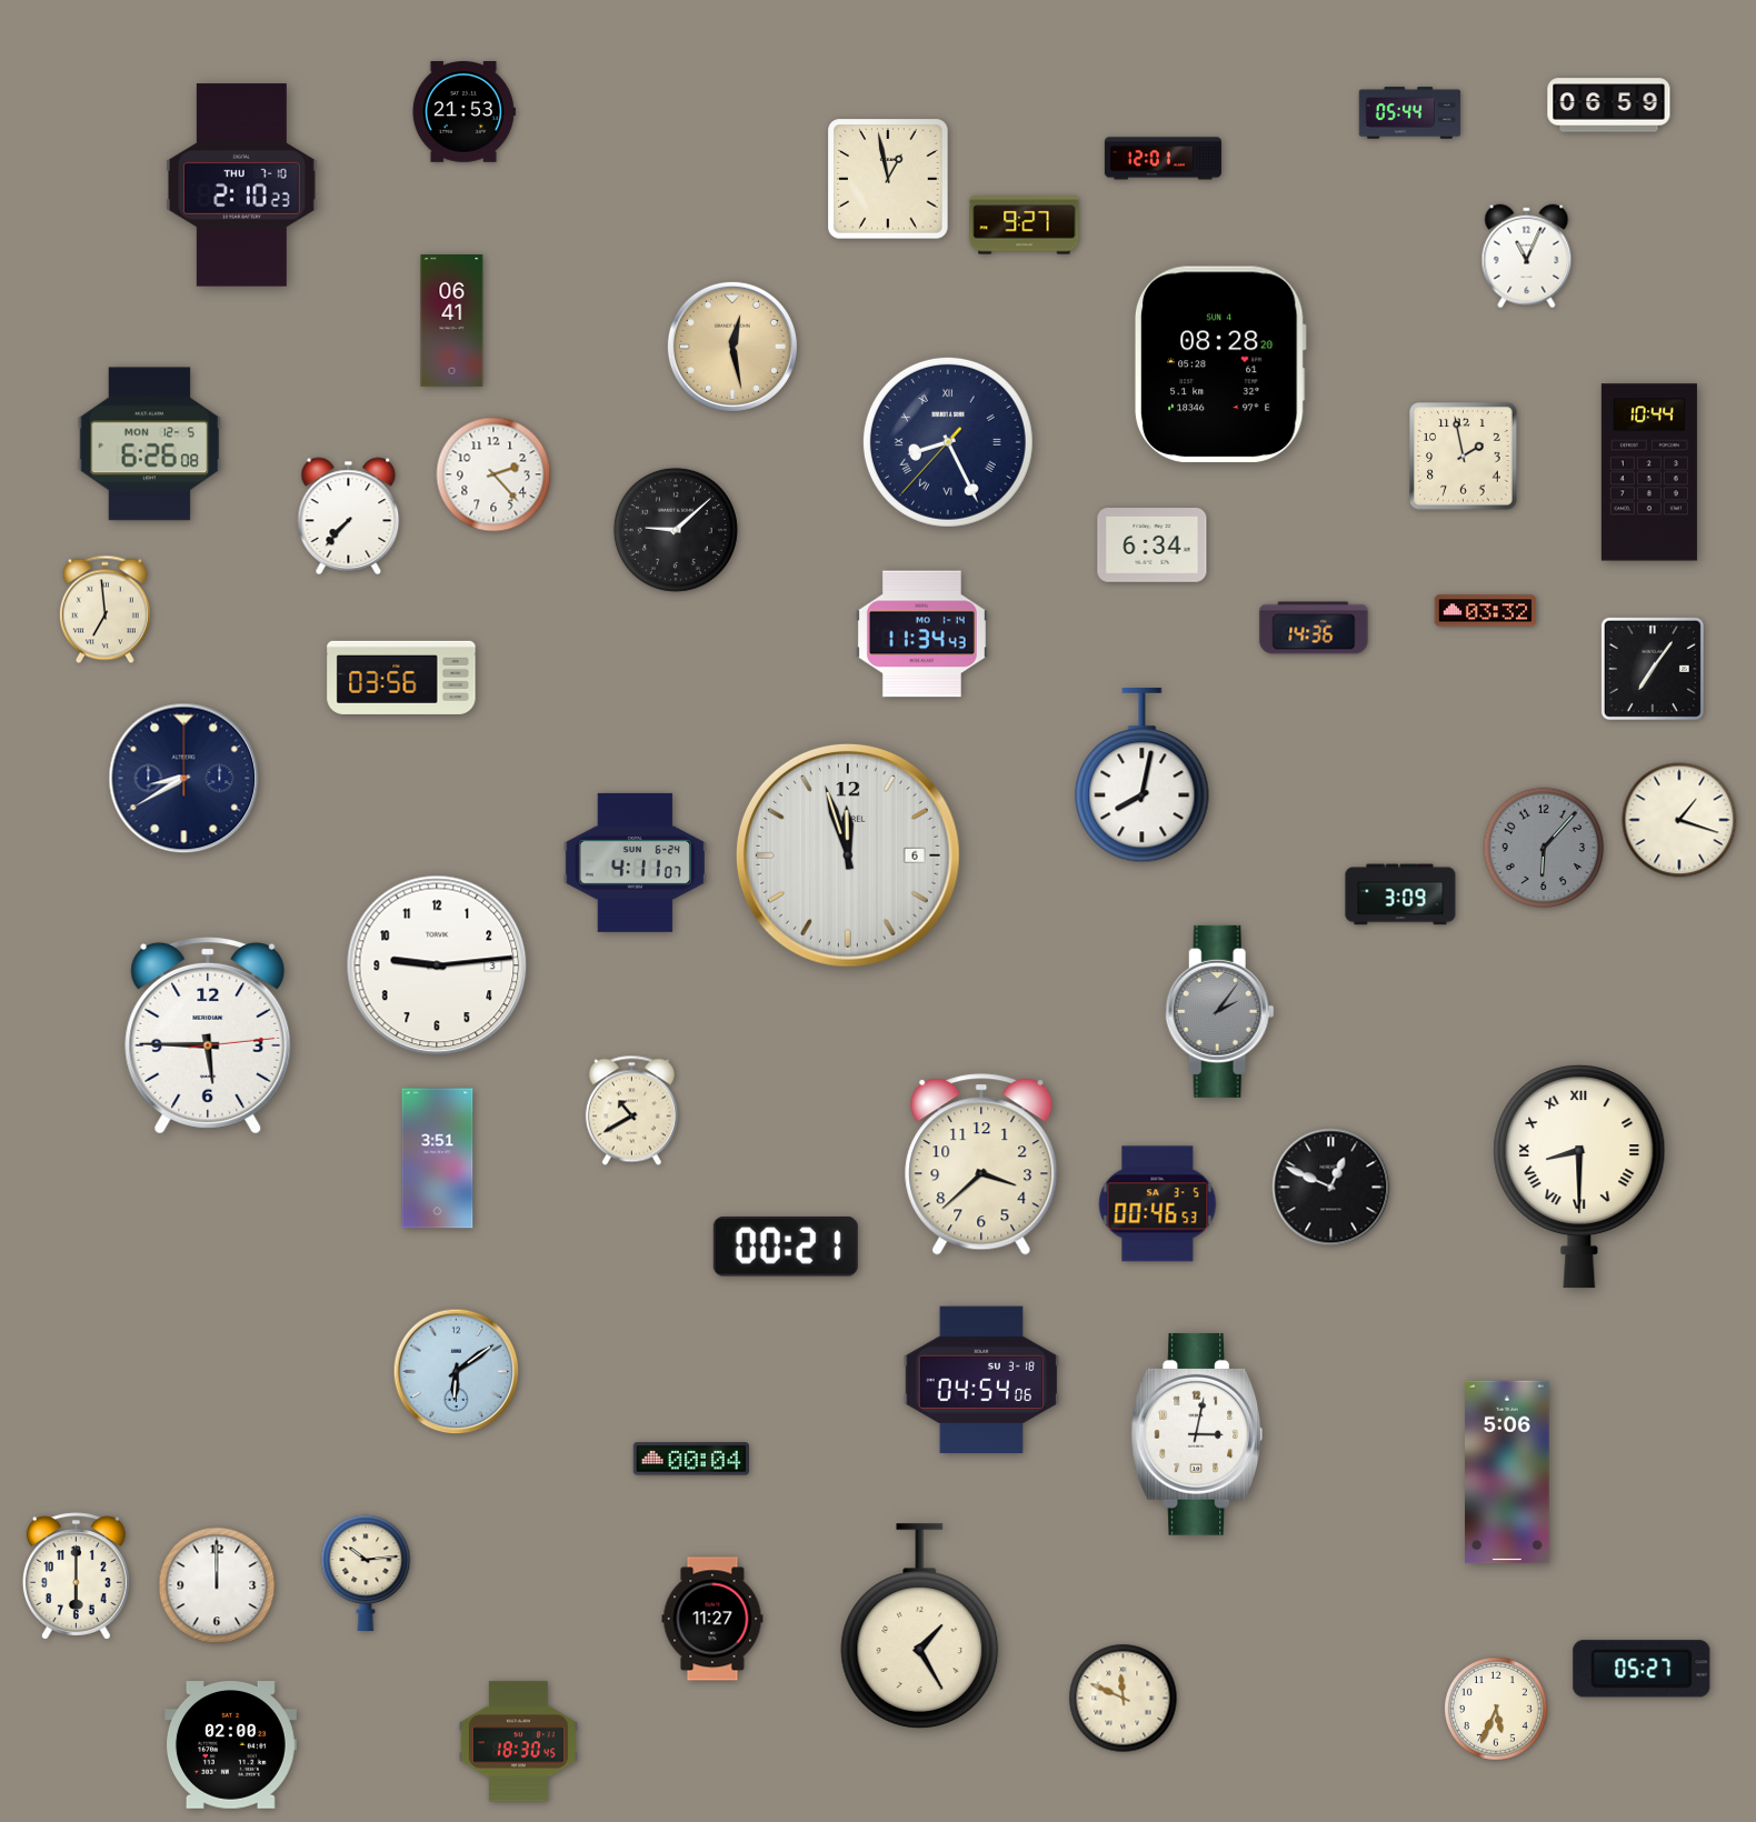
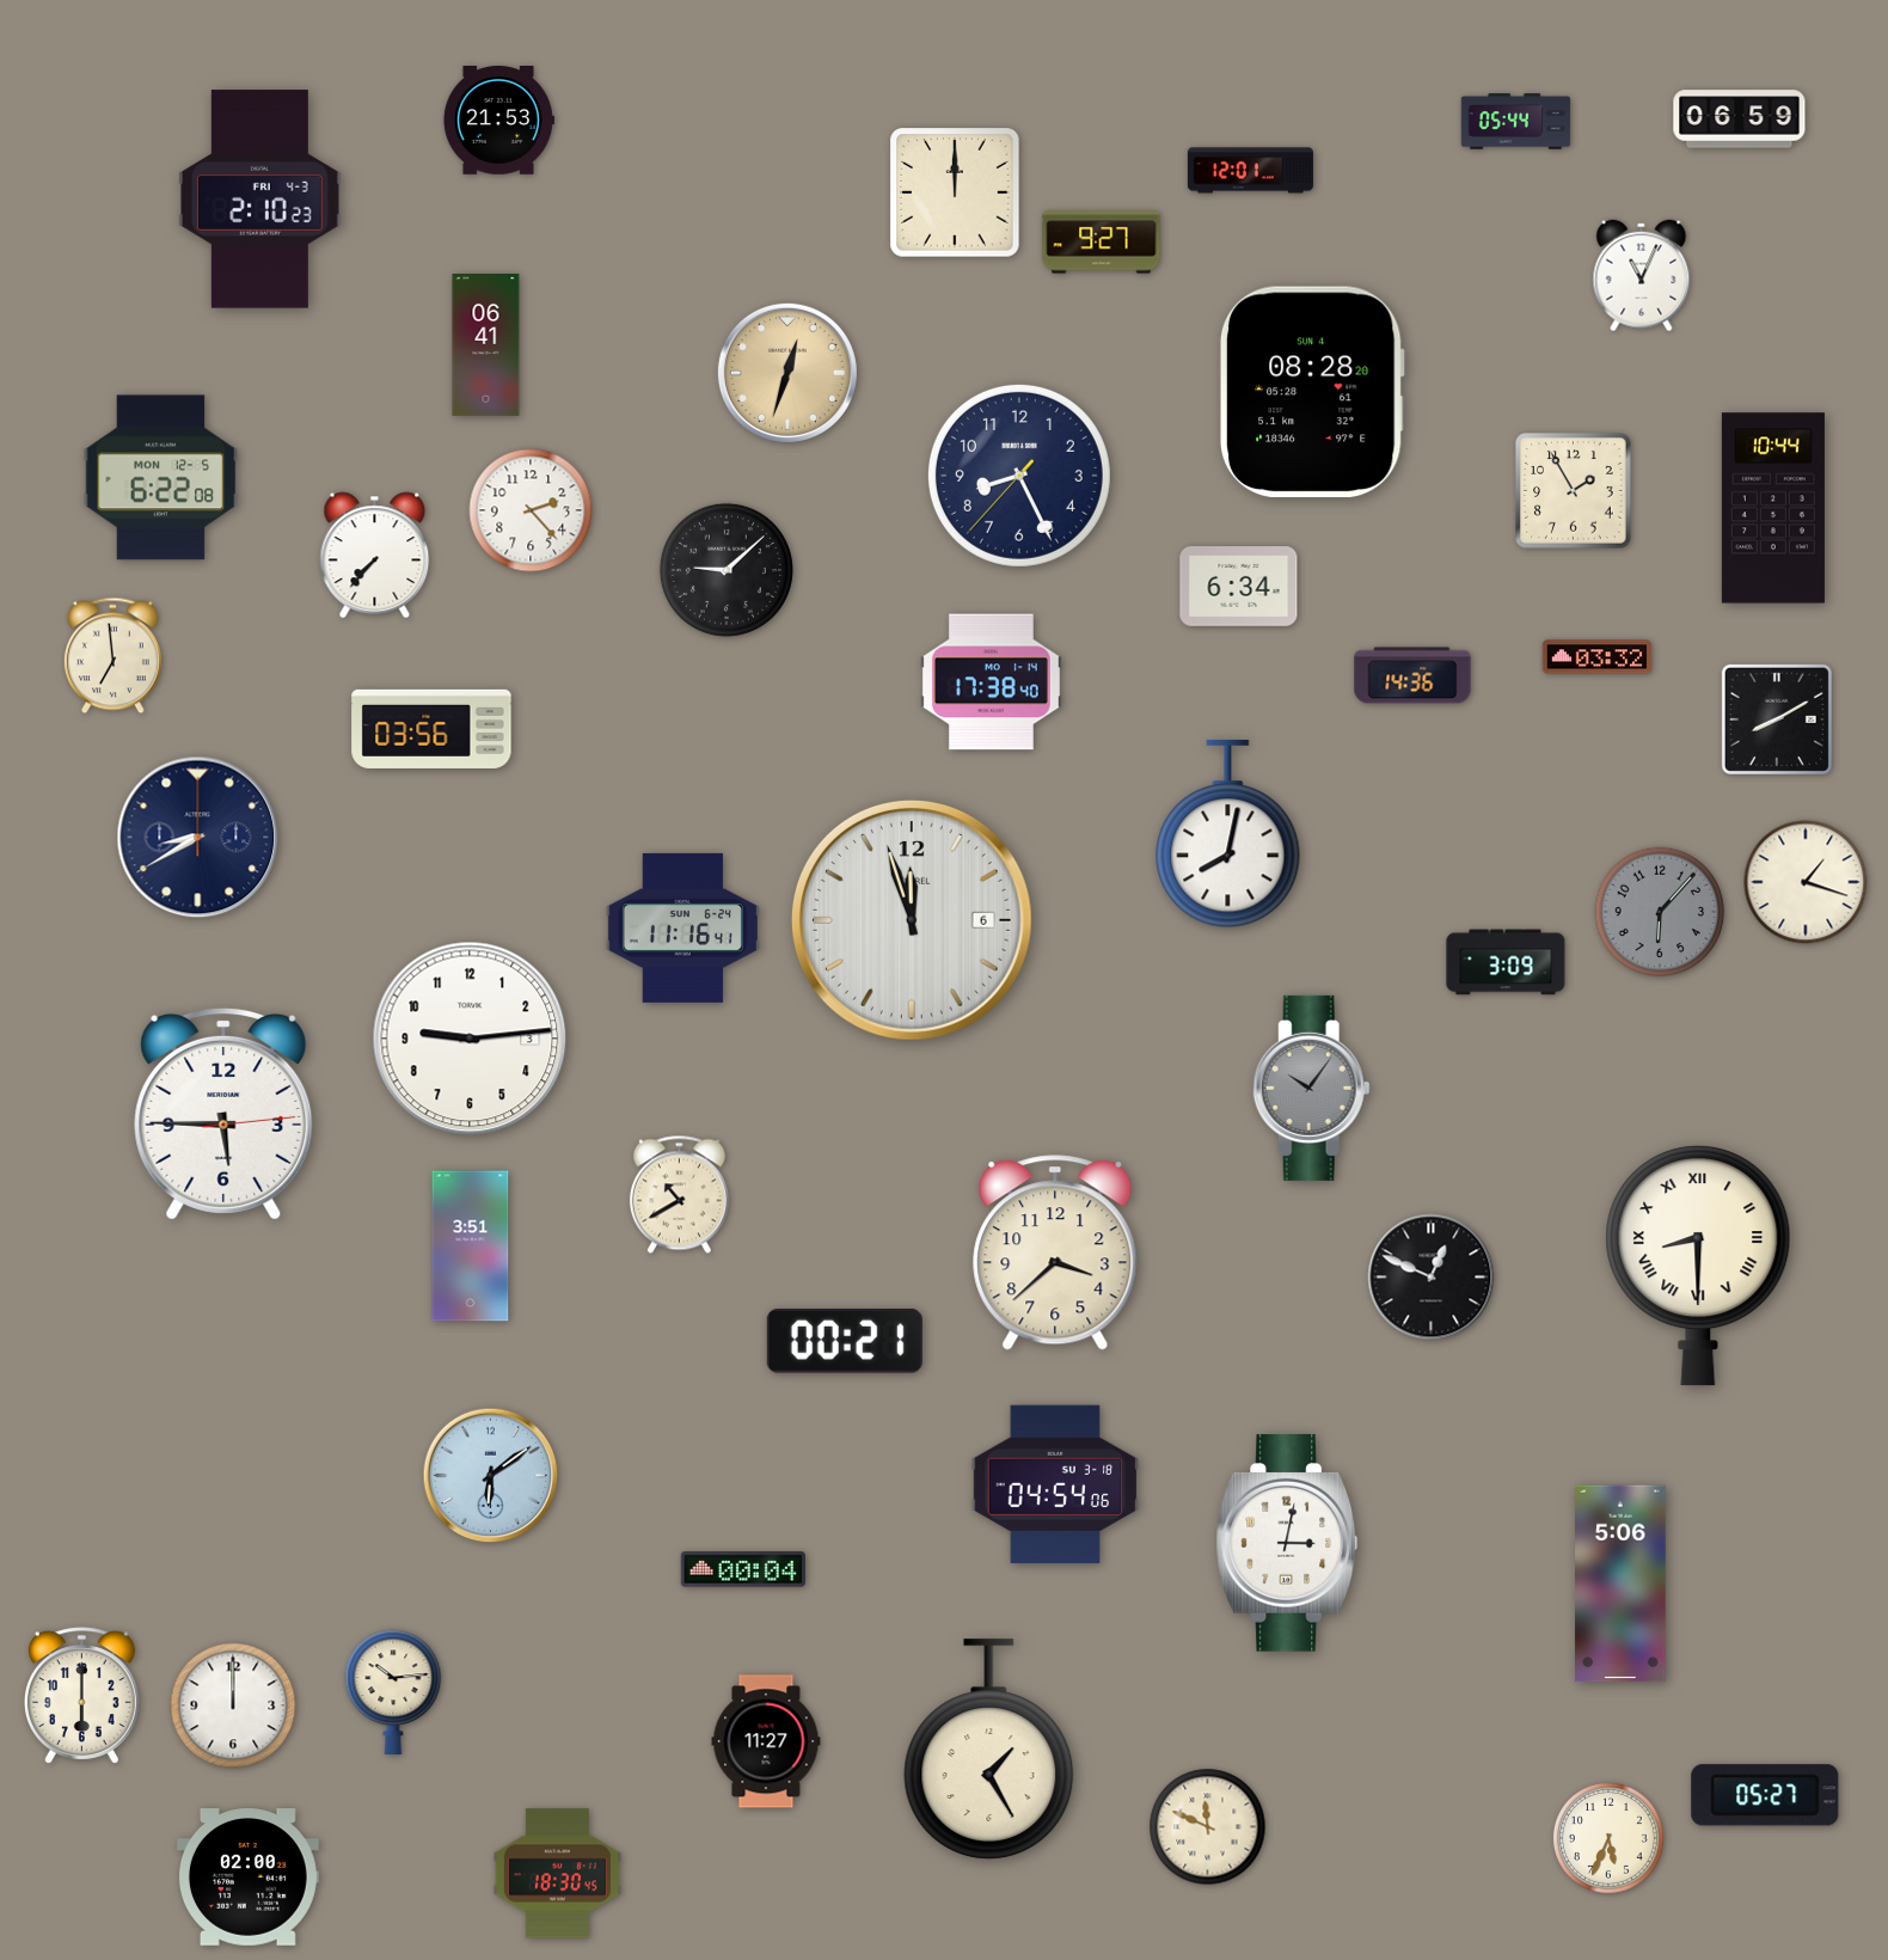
clock at (1609, 106) position: (1609, 106) -> (1740, 120)
clock at (888, 179): 12:58 -> 12:00
clock at (241, 186) date: THU 7-10 -> FRI 4-3
clock at (732, 347): 12:28 -> 12:33
clock at (948, 442) numerals: Roman -> Arabic
clock at (150, 444): 6:26 -> 6:22
clock at (1464, 457): 1:58 -> 1:55
clock at (921, 634): 11:34 -> 17:38
clock at (1653, 669): 7:06 -> 8:10
clock at (635, 862): 4:11 -> 11:16
clock at (1219, 1011): 2:06 -> 10:06
clock at (1158, 1204): 00:46 -> none
